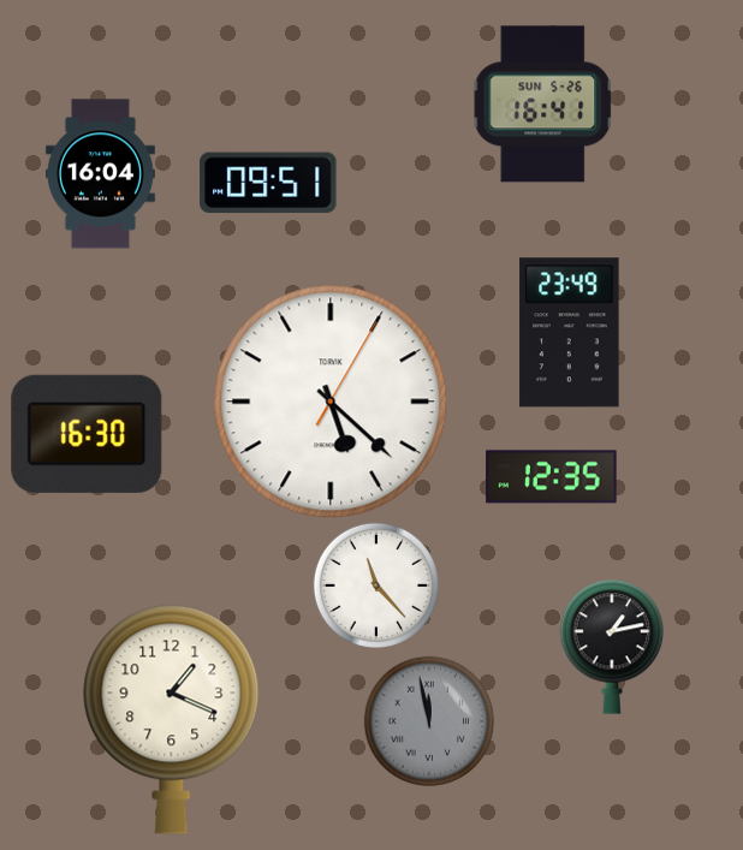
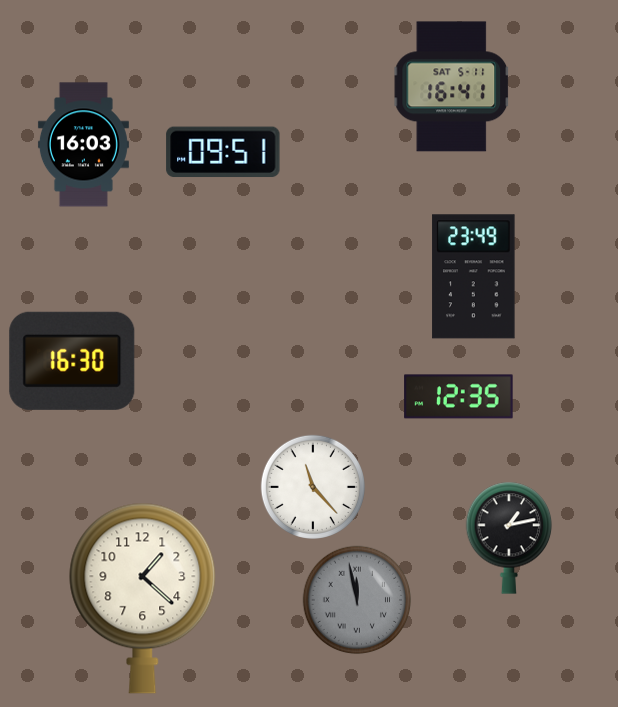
clock at (543, 105) date: SUN 5-26 -> SAT 5-11
clock at (100, 174): 16:04 -> 16:03
clock at (331, 402): 5:22 -> none
clock at (172, 719): 1:19 -> 1:22
